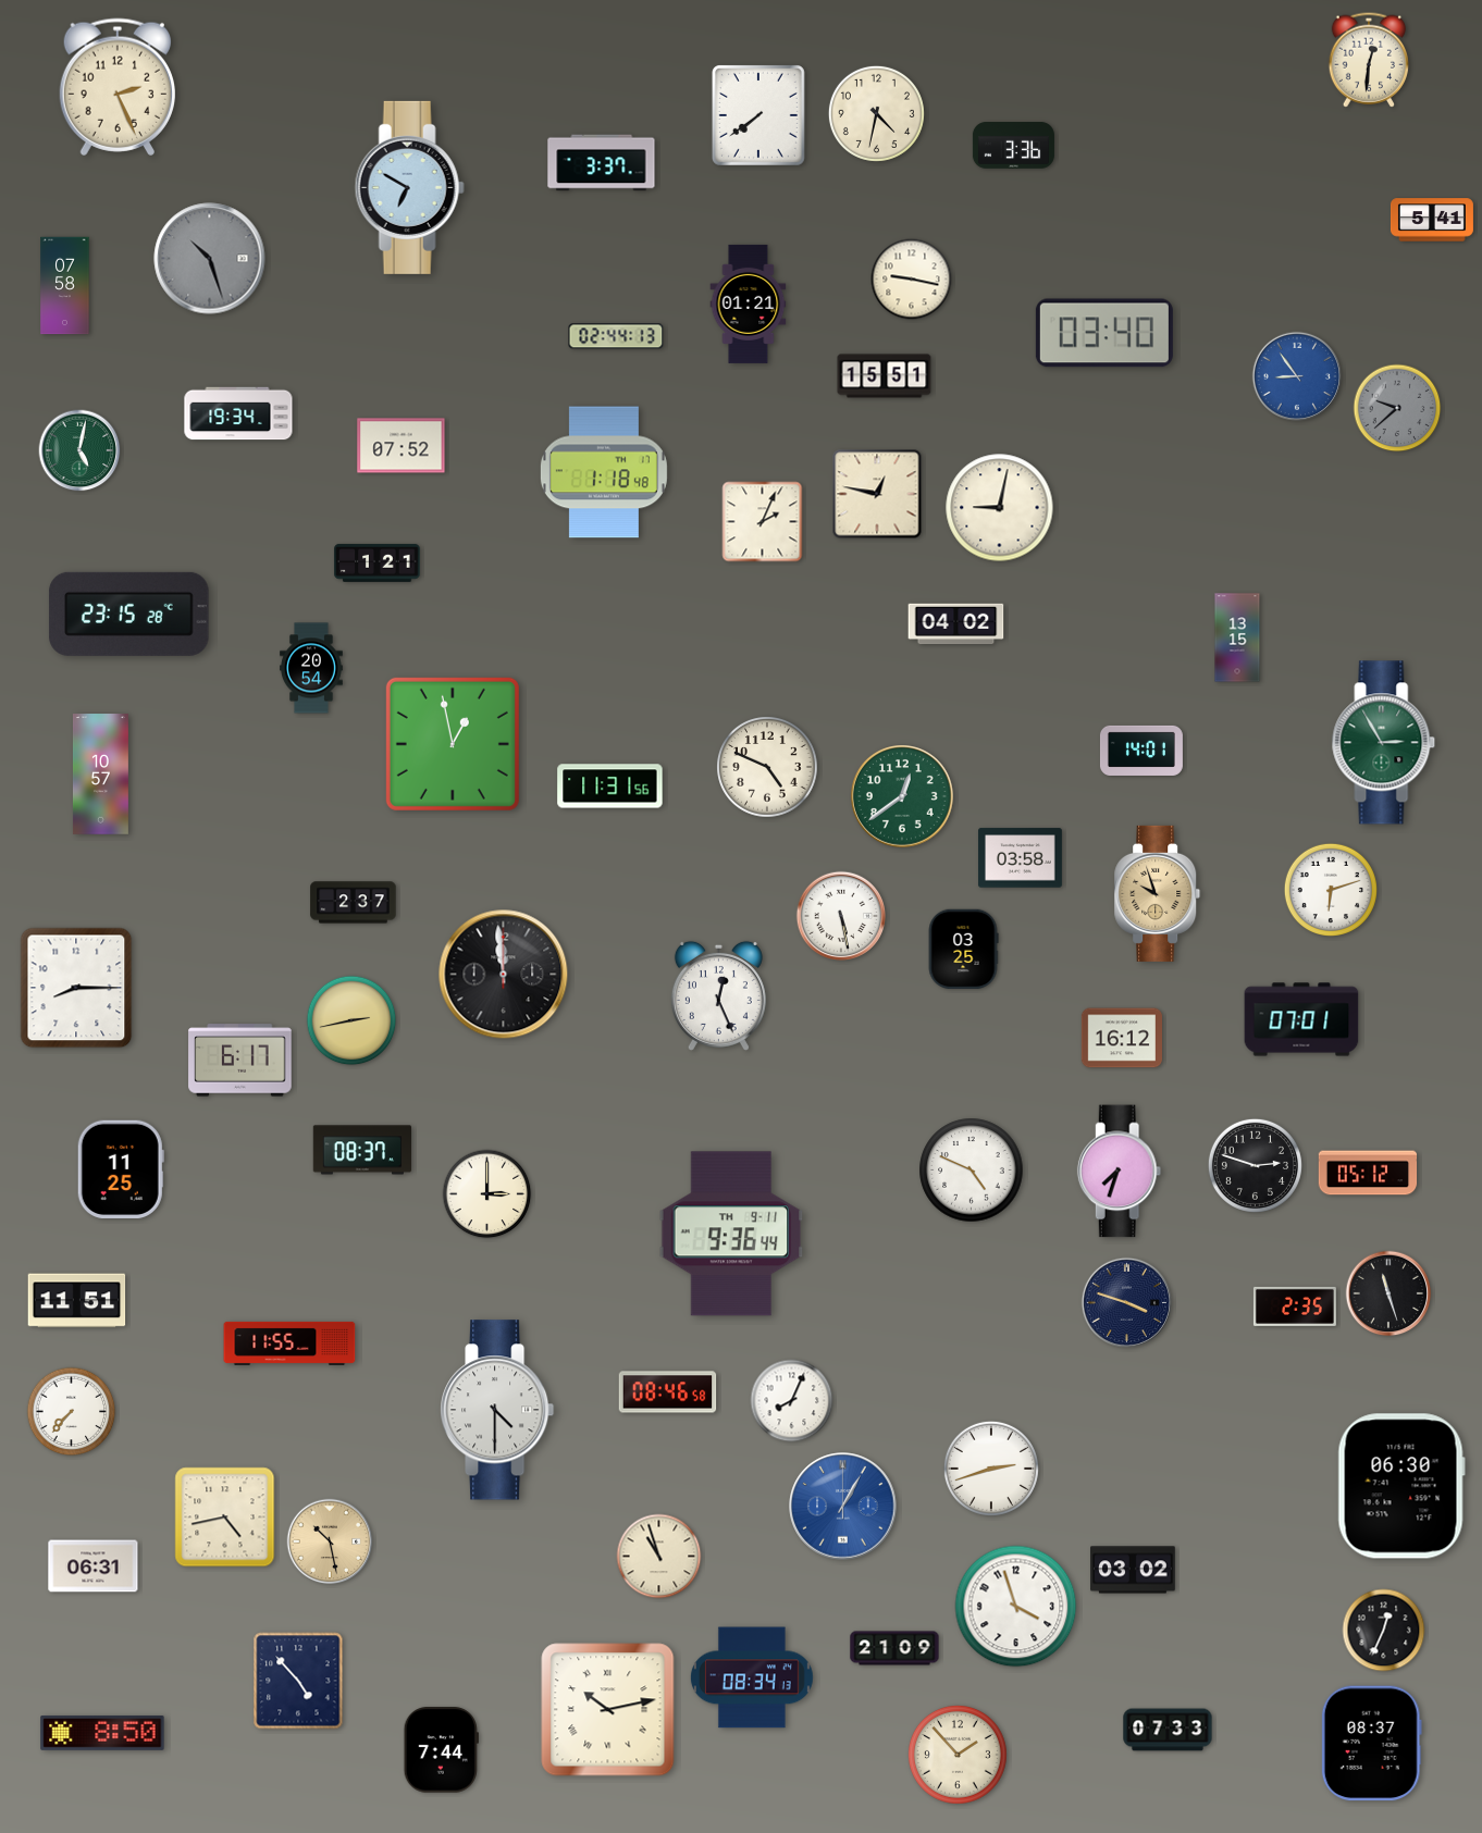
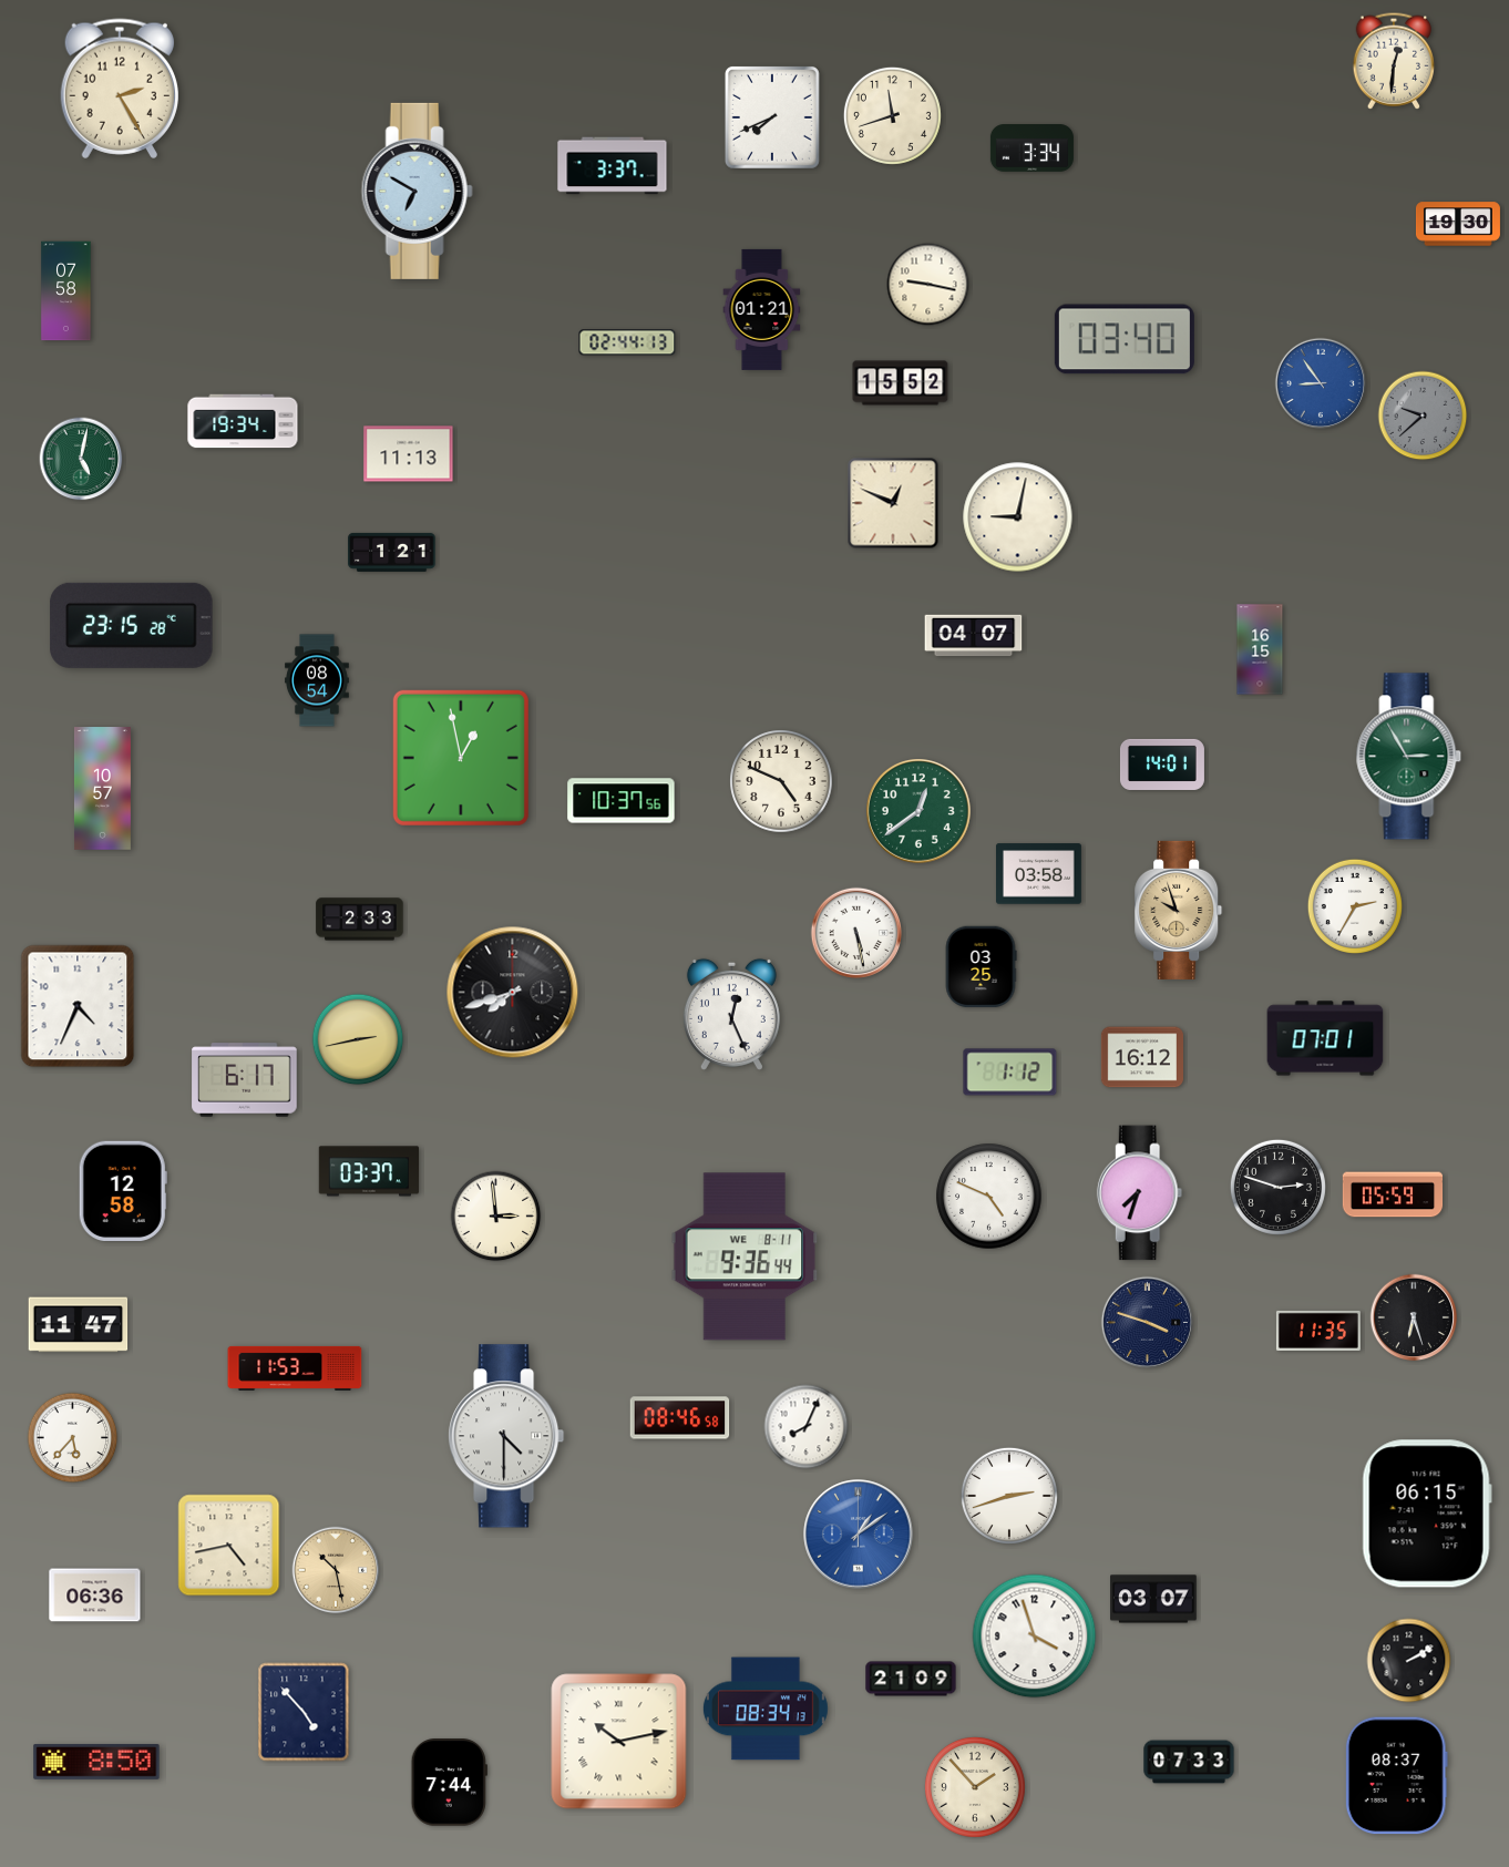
clock at (116, 87): 2:26 -> 2:25
clock at (876, 113): 4:32 -> 11:42
clock at (758, 115): 7:39 -> 7:41
clock at (1013, 146): 3:36 -> 3:34
clock at (1432, 220): 5:41 -> 19:30
clock at (210, 259): 10:27 -> none
clock at (885, 376): 15:51 -> 15:52
clock at (402, 446): 07:52 -> 11:13
clock at (604, 472): 1:18 -> none
clock at (877, 494): 12:47 -> 12:49
clock at (763, 522): 2:04 -> none
clock at (378, 562) position: (378, 562) -> (392, 552)
clock at (956, 624): 04:02 -> 04:07
clock at (1237, 637): 13:15 -> 16:15
clock at (312, 668): 20:54 -> 08:54
clock at (610, 787): 11:31 -> 10:37
clock at (1330, 889): 6:12 -> 2:35
clock at (354, 903): 2:37 -> 2:33
clock at (504, 975): 11:59 -> 7:42
clock at (76, 988): 8:15 -> 4:34
clock at (1010, 1073): none -> 1:12
clock at (362, 1150): 08:37 -> 03:37
clock at (121, 1168): 11:25 -> 12:58
clock at (972, 1171) position: (972, 1171) -> (989, 1197)
clock at (1368, 1173): 05:12 -> 05:59
clock at (487, 1194): 3:00 -> 2:59
clock at (731, 1234) date: TH 9-11 -> WE 8-11
clock at (1388, 1293): 11:27 -> 6:27
clock at (77, 1301): 11:51 -> 11:47
clock at (1126, 1302) position: (1126, 1302) -> (1147, 1322)
clock at (1295, 1306): 2:35 -> 11:35
clock at (289, 1343): 11:55 -> 11:53
clock at (72, 1412): 7:37 -> 5:37
clock at (1401, 1486): 06:30 -> 06:15
clock at (843, 1507): 1:05 -> 1:09
clock at (659, 1557): 10:57 -> none
clock at (94, 1566): 06:31 -> 06:36
clock at (1133, 1570): 03:02 -> 03:07
clock at (1384, 1631): 12:34 -> 2:10
clock at (102, 1733) position: (102, 1733) -> (96, 1762)
